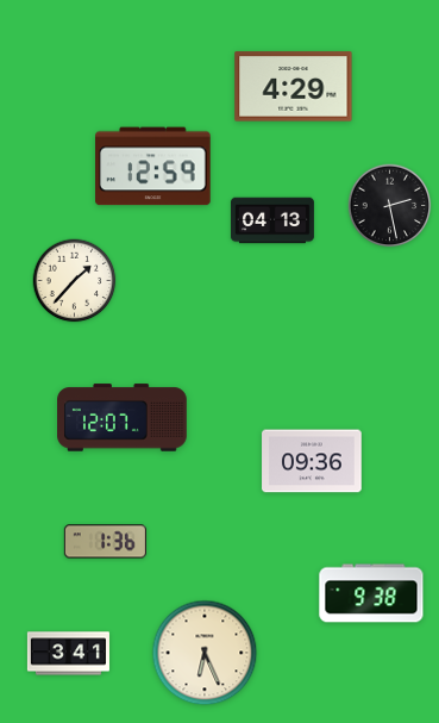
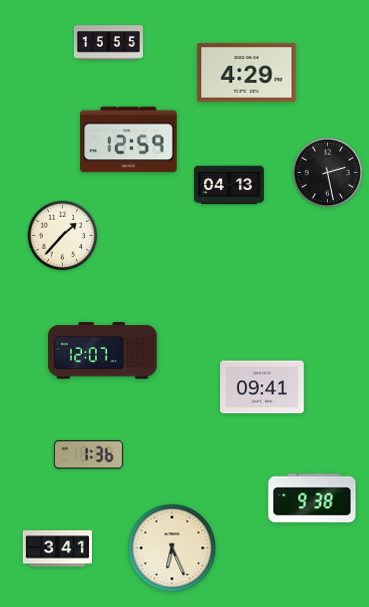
clock at (108, 43): none -> 15:55
clock at (312, 461): 09:36 -> 09:41
